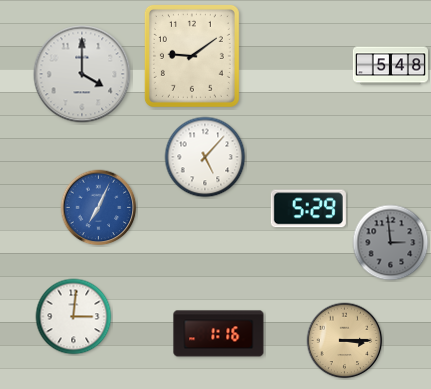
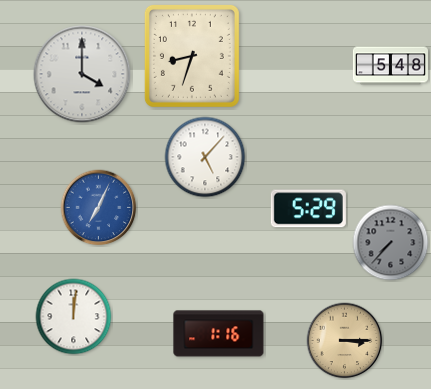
clock at (192, 56): 9:09 -> 8:33
clock at (391, 243): 2:59 -> 7:37
clock at (74, 317): 3:01 -> 12:01
